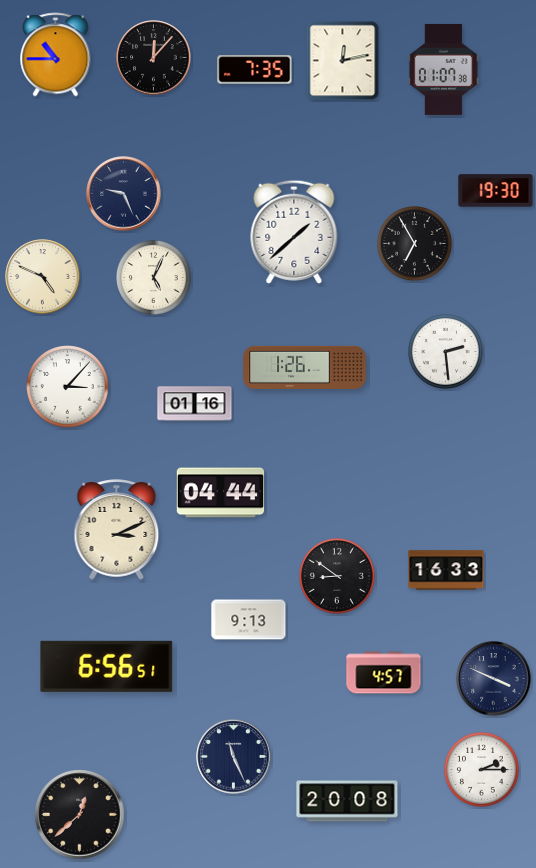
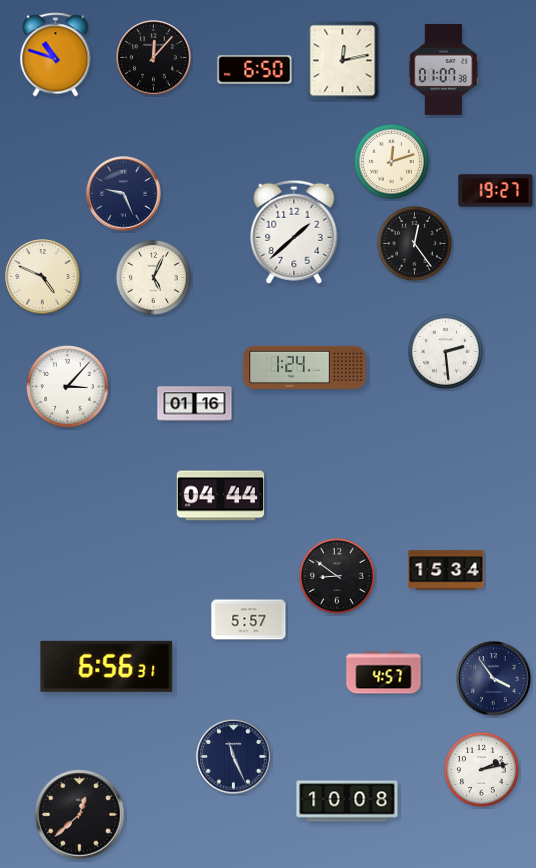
clock at (56, 55): 10:45 -> 10:48
clock at (255, 70): 7:35 -> 6:50
clock at (392, 162): none -> 12:12
clock at (496, 191): 19:30 -> 19:27
clock at (415, 244): 6:55 -> 12:24
clock at (305, 367): 1:26 -> 1:24
clock at (221, 493) position: (221, 493) -> (221, 496)
clock at (117, 530): 3:11 -> none
clock at (446, 570): 16:33 -> 15:34
clock at (249, 620): 9:13 -> 5:57
clock at (107, 666): 6:56:51 -> 6:56:31
clock at (494, 679): 3:49 -> 3:54
clock at (482, 770): 2:15 -> 2:13
clock at (347, 801): 20:08 -> 10:08
